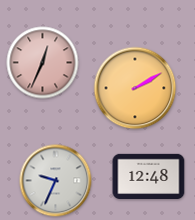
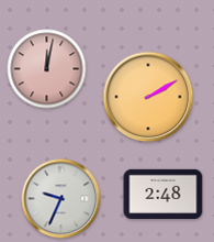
clock at (43, 63): 12:34 -> 12:02
clock at (149, 176): 12:48 -> 2:48
